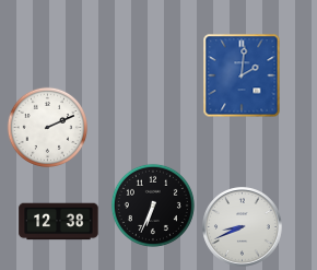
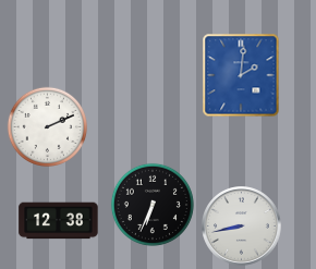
clock at (243, 227): 8:41 -> 8:43
